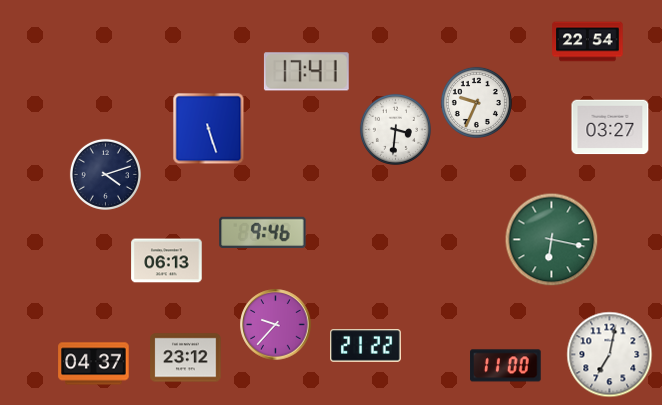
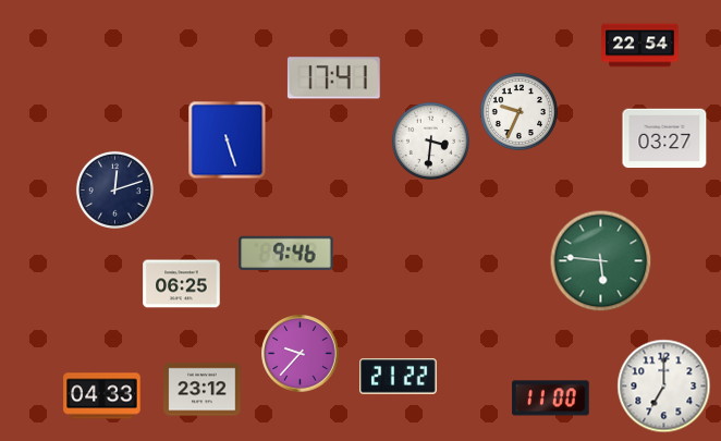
clock at (105, 174): 4:12 -> 12:12
clock at (552, 240): 6:17 -> 5:46
clock at (167, 261): 06:13 -> 06:25
clock at (610, 355): 7:02 -> 7:00
clock at (94, 364): 04:37 -> 04:33
